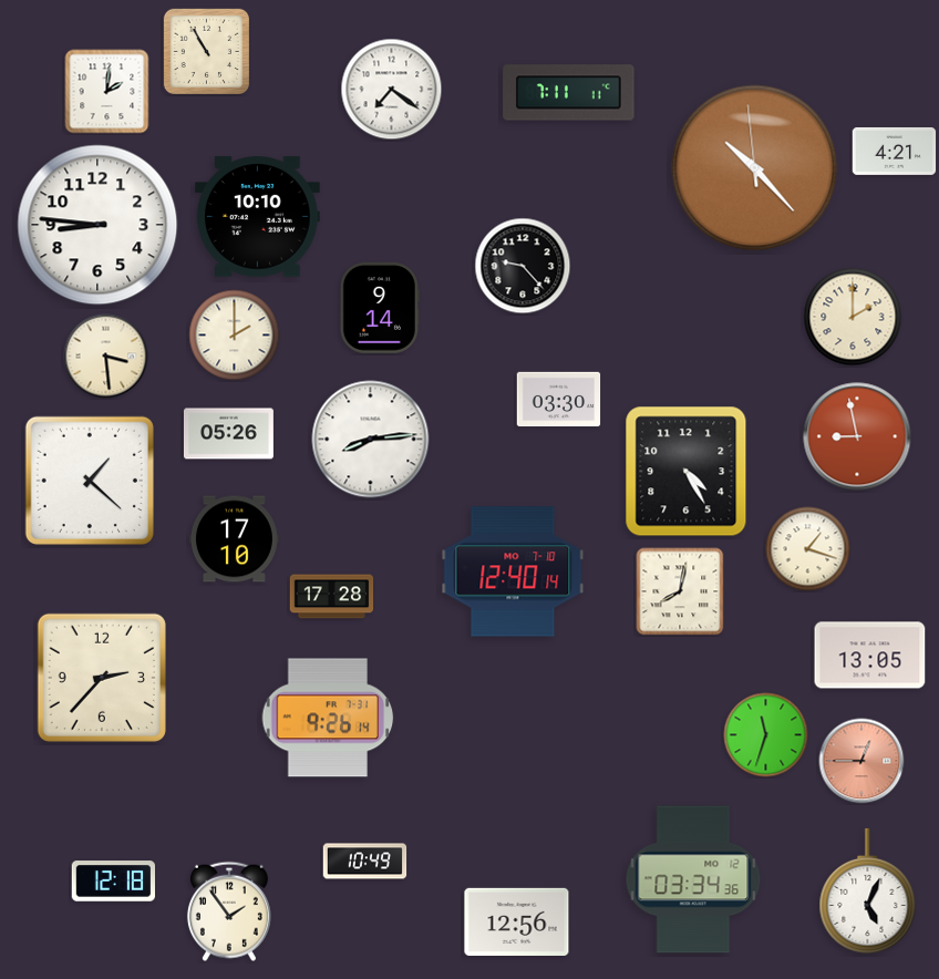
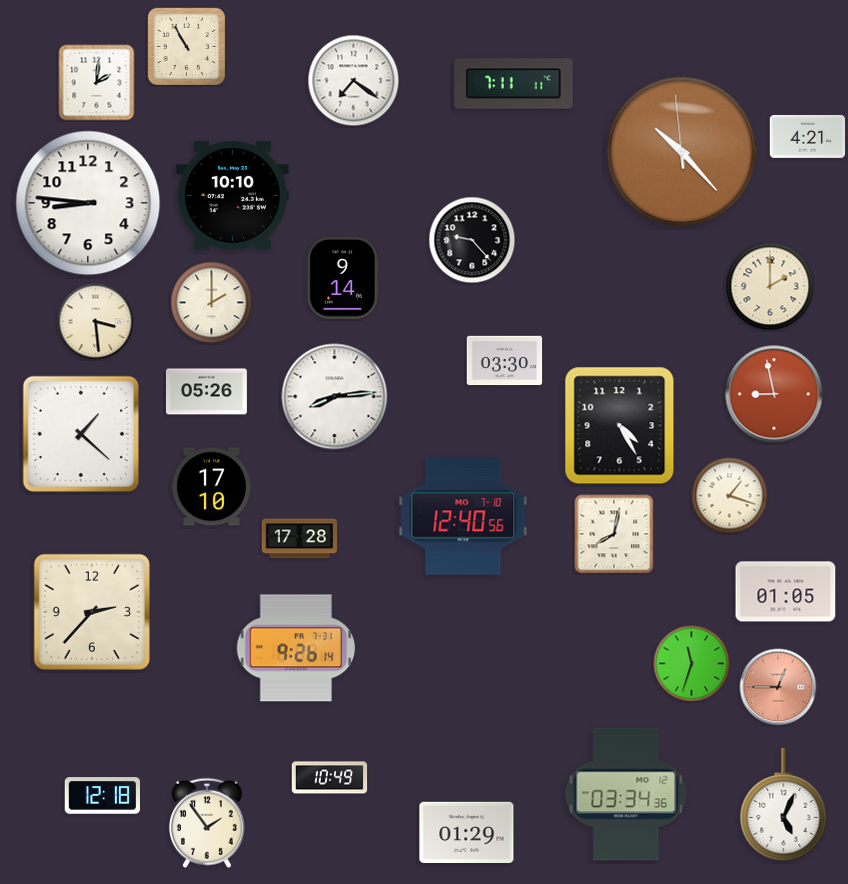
clock at (513, 571): 12:40:14 -> 12:40:56
clock at (870, 656): 13:05 -> 01:05
clock at (517, 921): 12:56 -> 01:29
